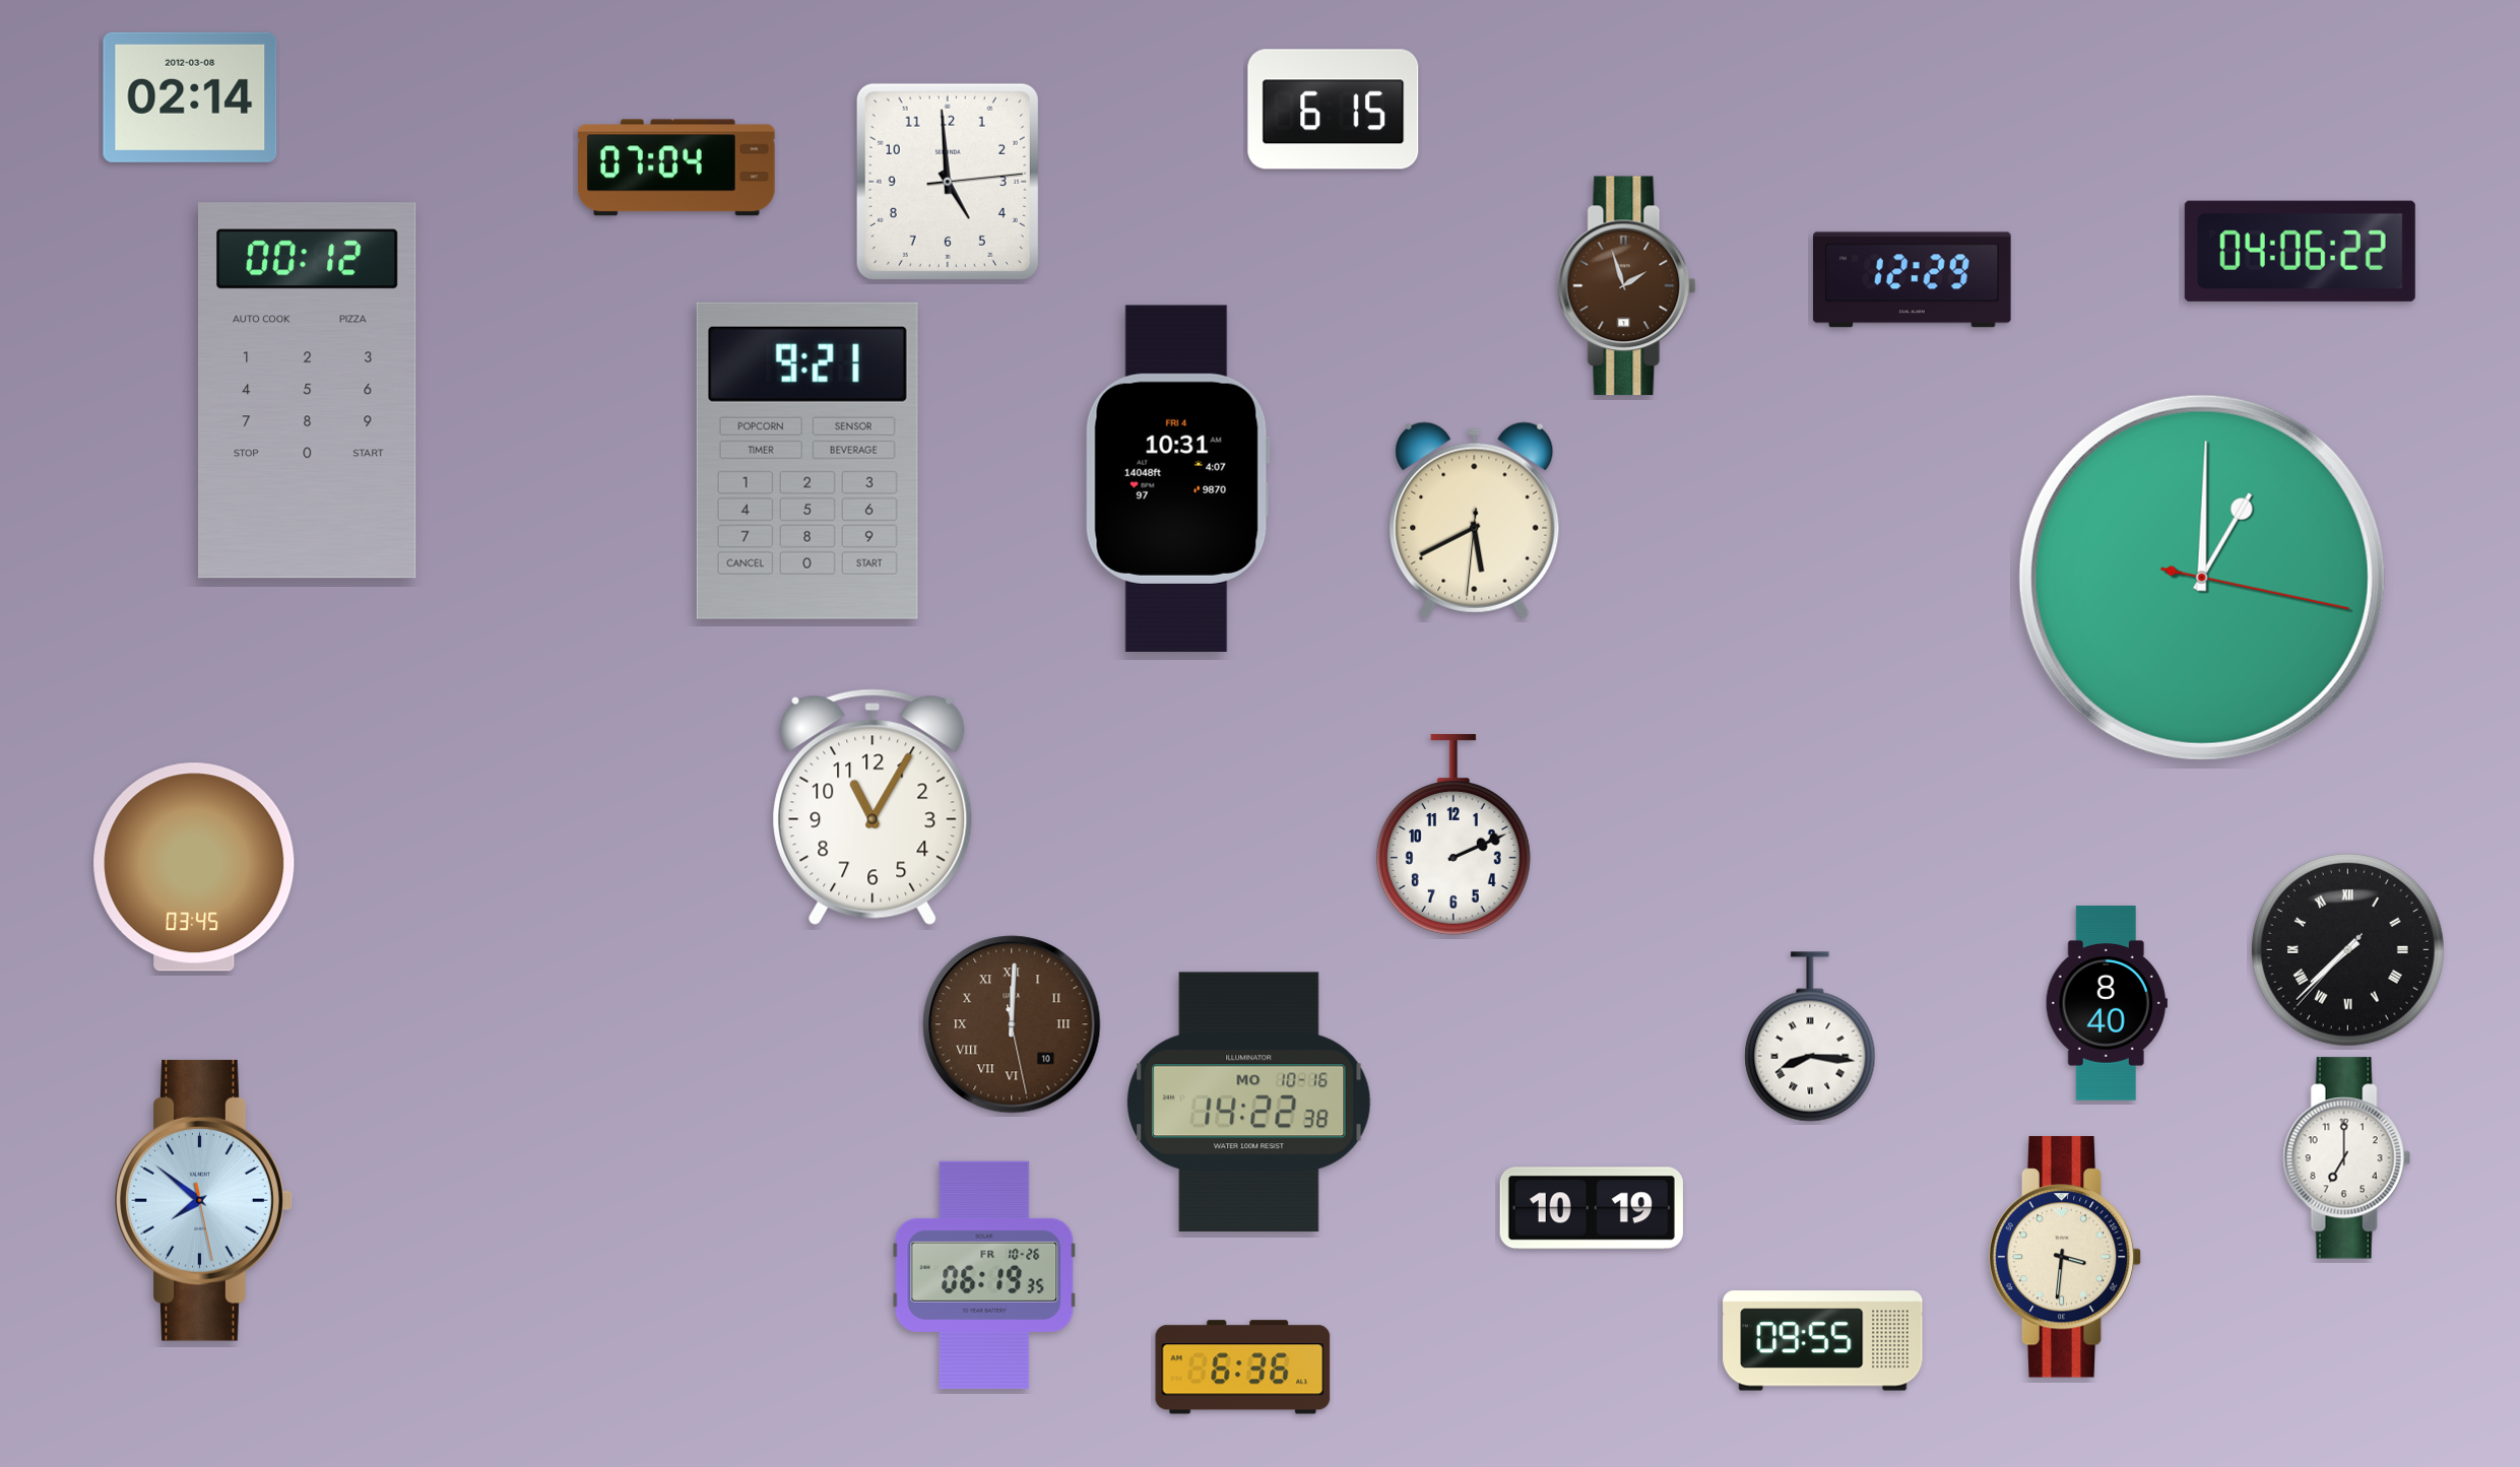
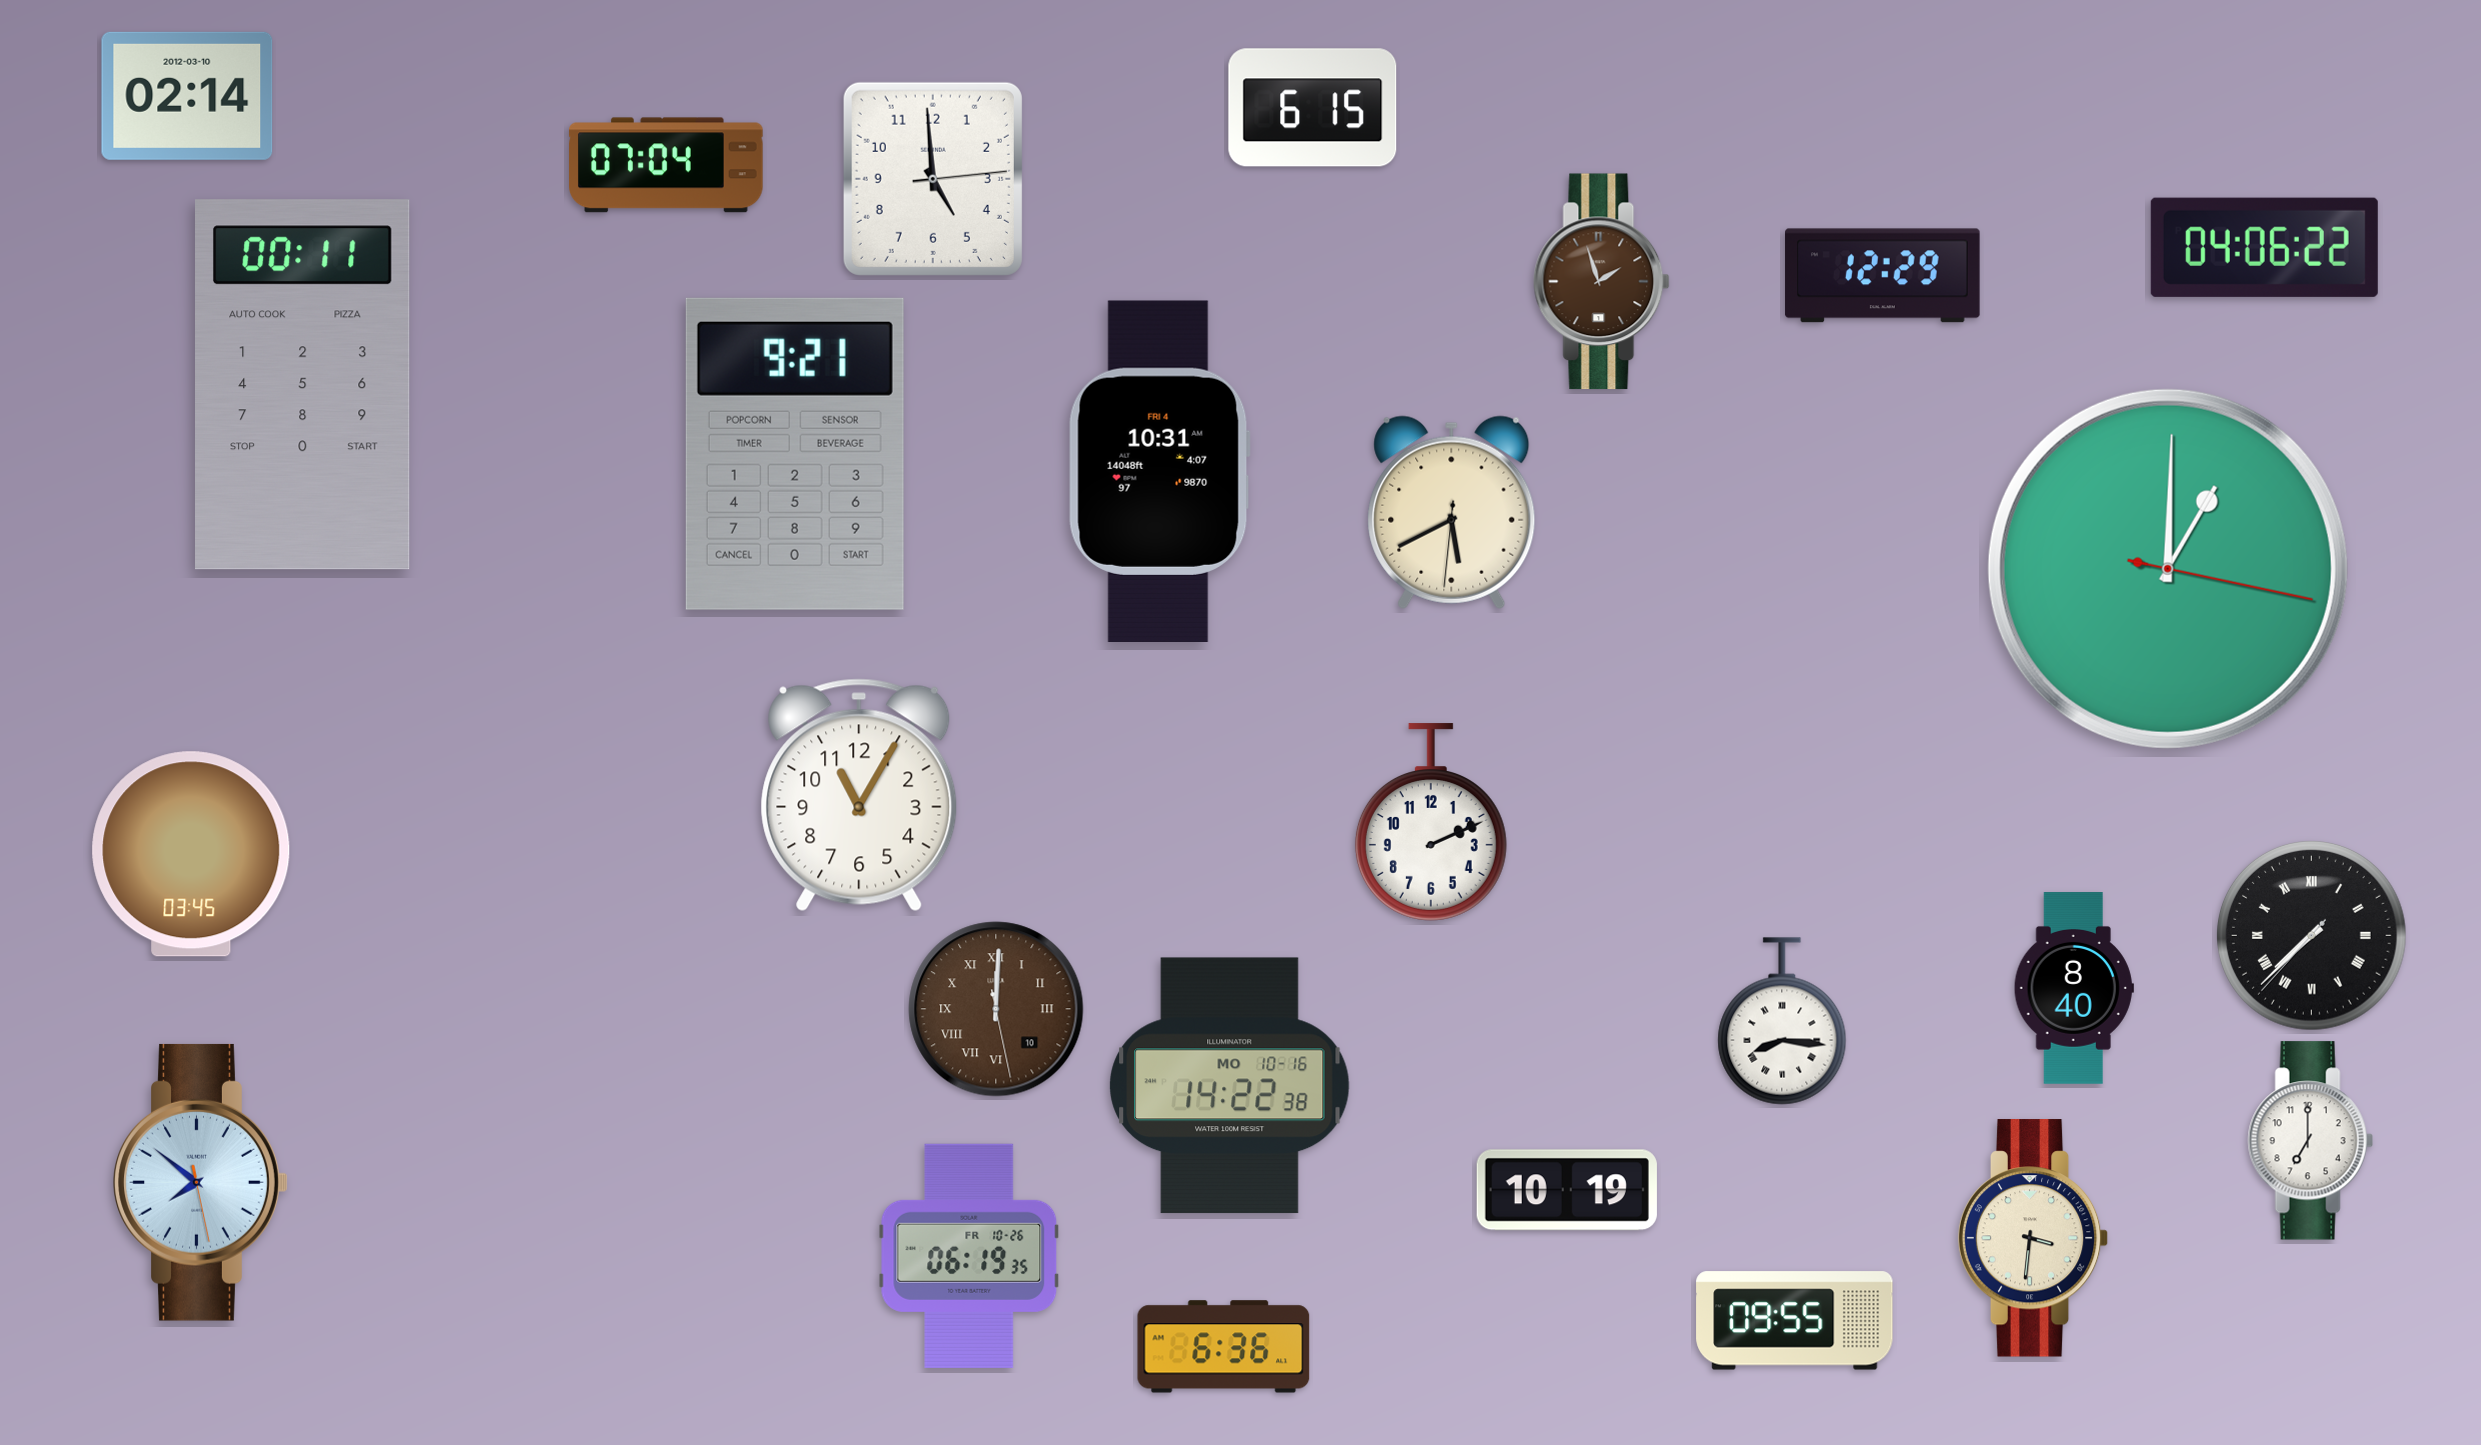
clock at (190, 97) date: 2012-03-08 -> 2012-03-10
clock at (308, 391): 00:12 -> 00:11
